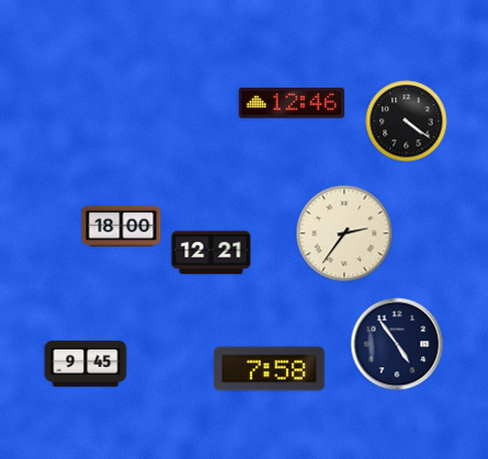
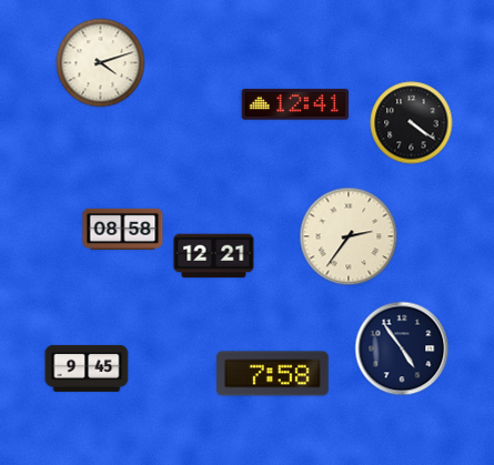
clock at (101, 63): none -> 4:12
clock at (291, 103): 12:46 -> 12:41
clock at (122, 226): 18:00 -> 08:58
